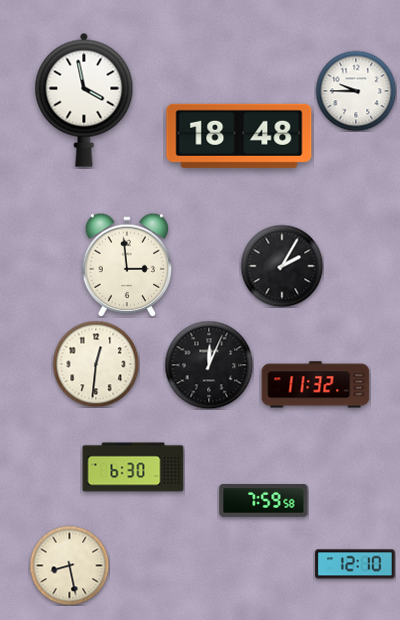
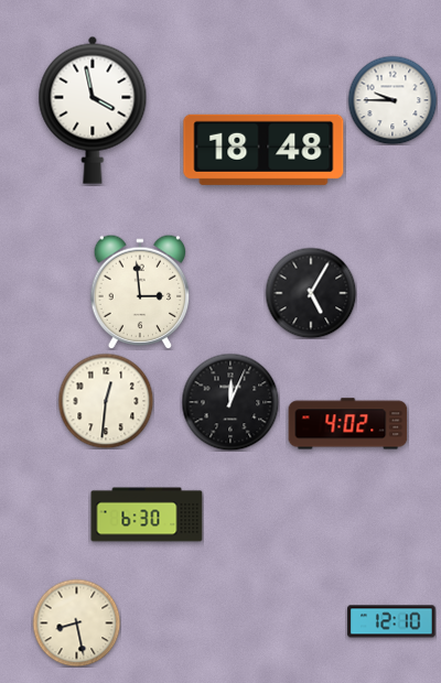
clock at (282, 266): 2:05 -> 5:05
clock at (316, 385): 11:32 -> 4:02
clock at (264, 501): 7:59 -> none
